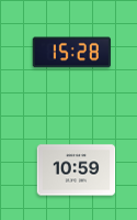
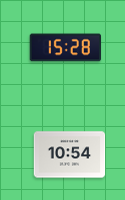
clock at (77, 170): 10:59 -> 10:54
